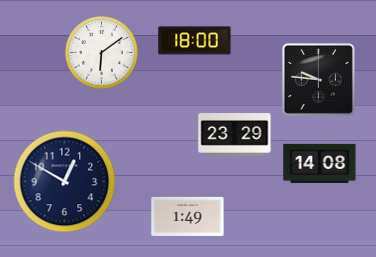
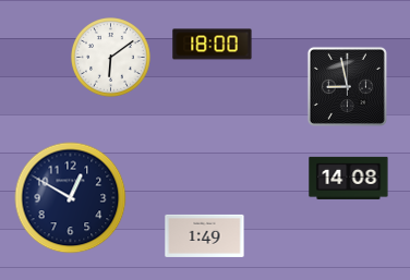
clock at (318, 79): 9:46 -> 8:58
clock at (235, 135): 23:29 -> none
